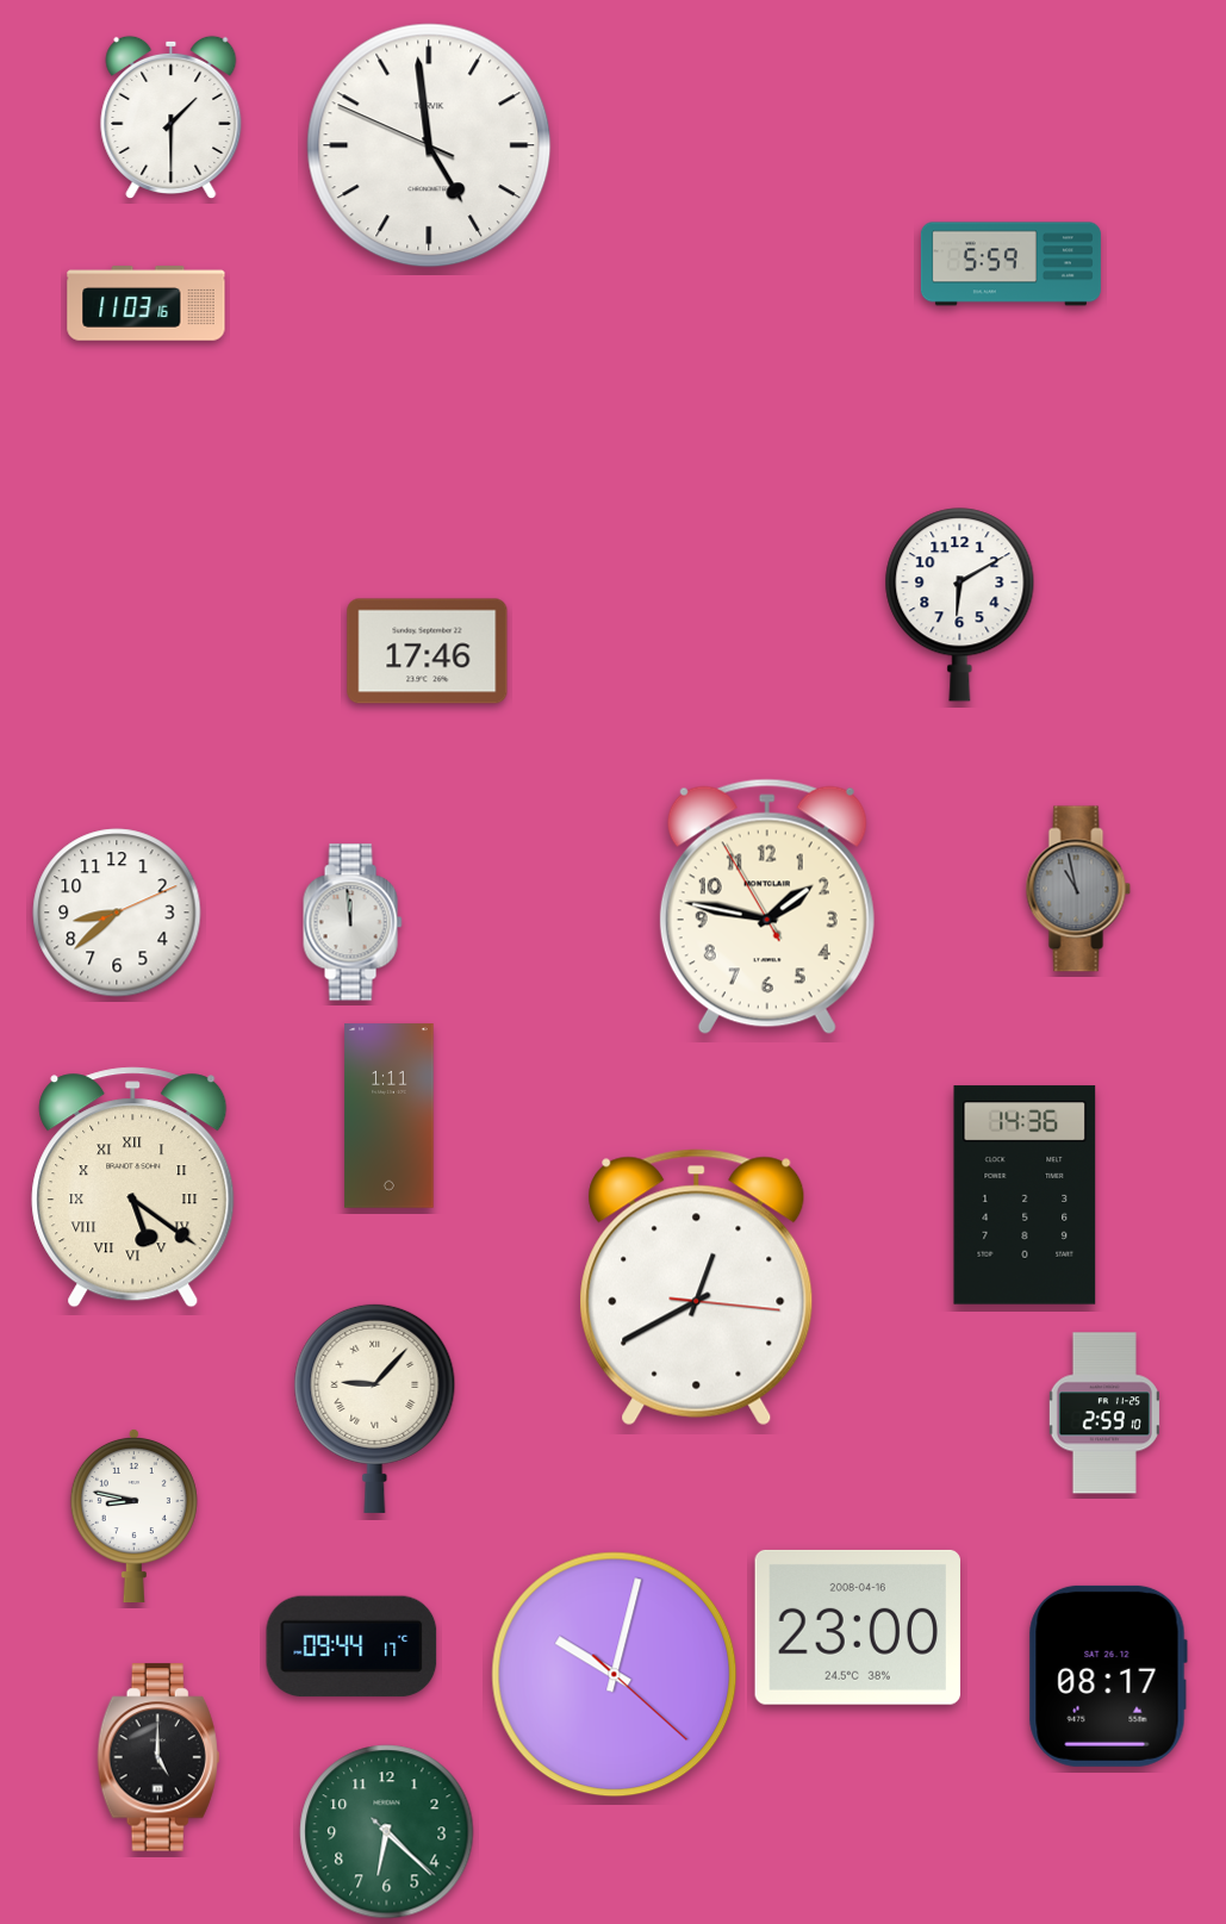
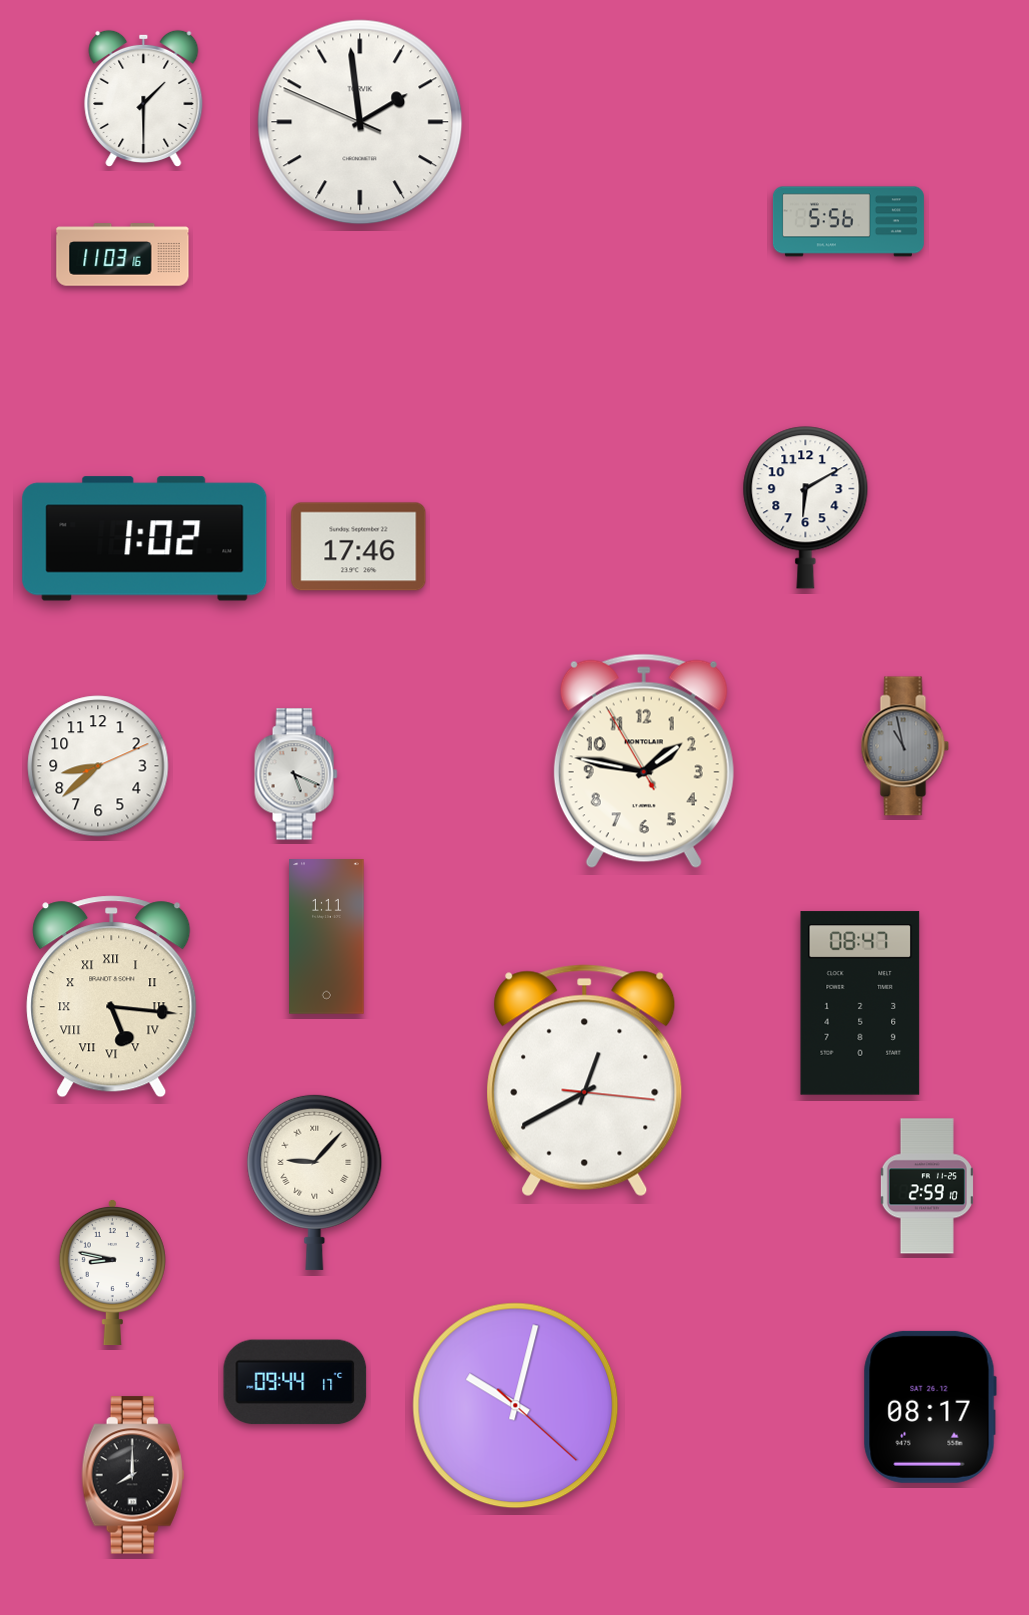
clock at (429, 145): 4:58 -> 1:58
clock at (1010, 264): 5:59 -> 5:56
clock at (145, 539): none -> 1:02
clock at (353, 922): 11:59 -> 5:19
clock at (133, 1188): 5:21 -> 5:16
clock at (1025, 1195): 14:36 -> 08:47
clock at (857, 1627): 23:00 -> none
clock at (158, 1757): 5:00 -> 8:00
clock at (387, 1832): 6:22 -> none
